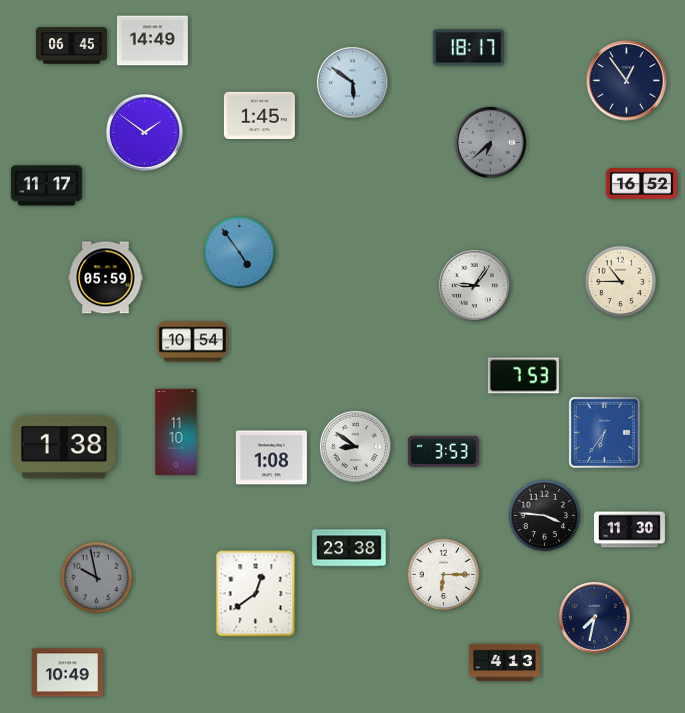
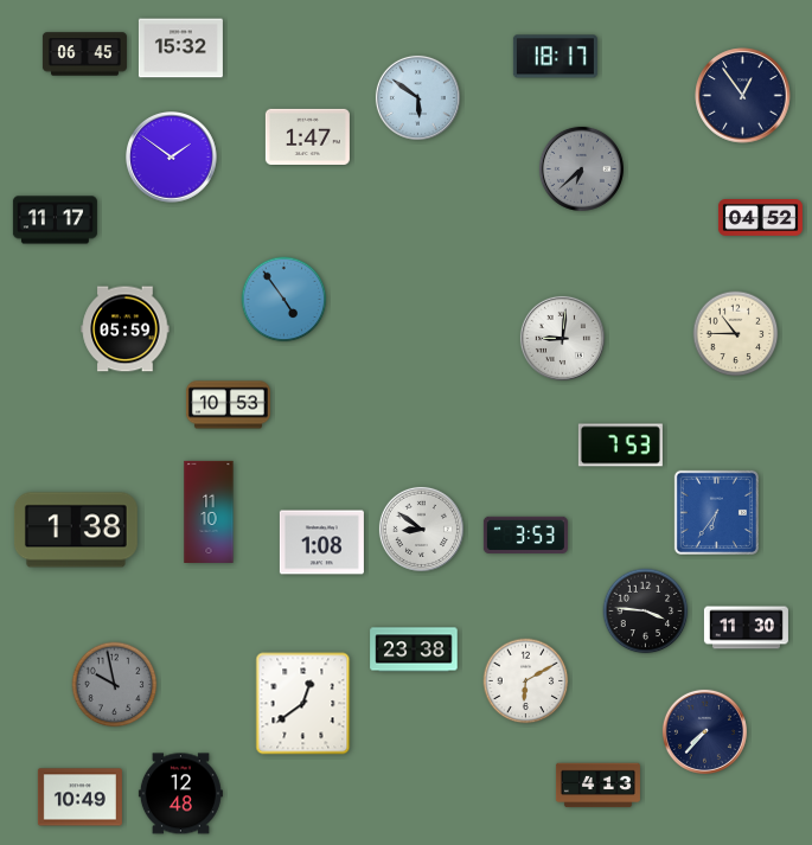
clock at (152, 41): 14:49 -> 15:32
clock at (259, 115): 1:45 -> 1:47
clock at (641, 184): 16:52 -> 04:52
clock at (474, 285): 9:06 -> 9:01
clock at (192, 342): 10:54 -> 10:53
clock at (444, 575): 6:15 -> 6:10
clock at (594, 617): 7:32 -> 7:37
clock at (180, 794): none -> 12:48
